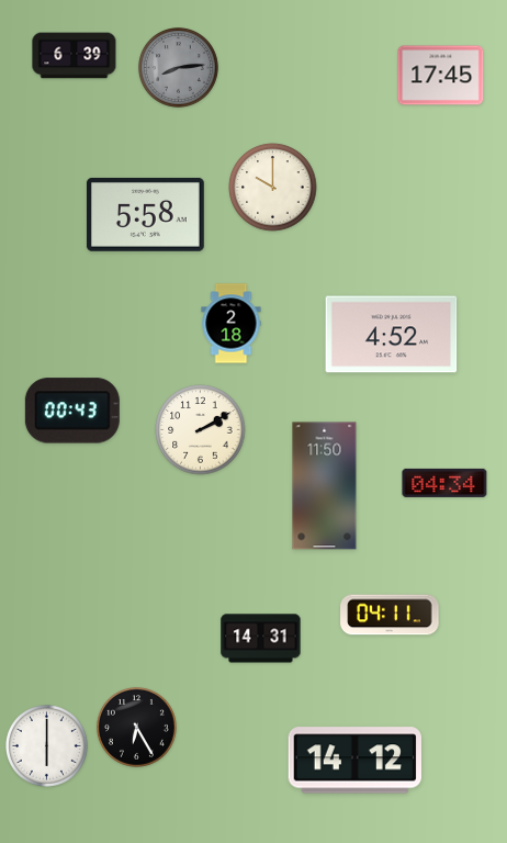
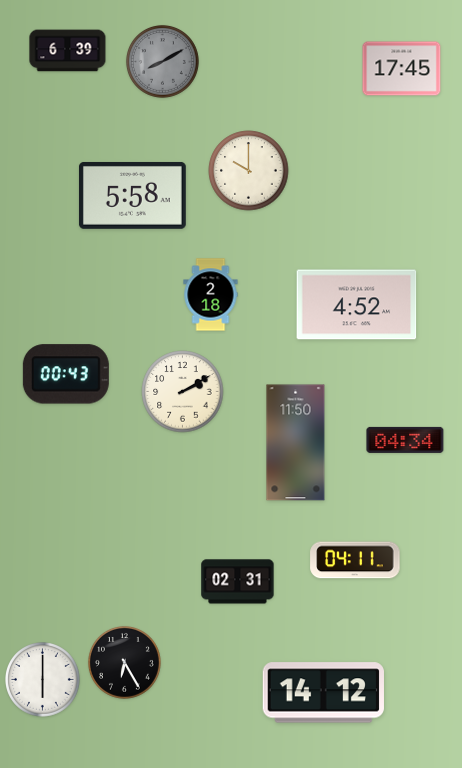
clock at (178, 67): 8:14 -> 8:10
clock at (261, 639): 14:31 -> 02:31
